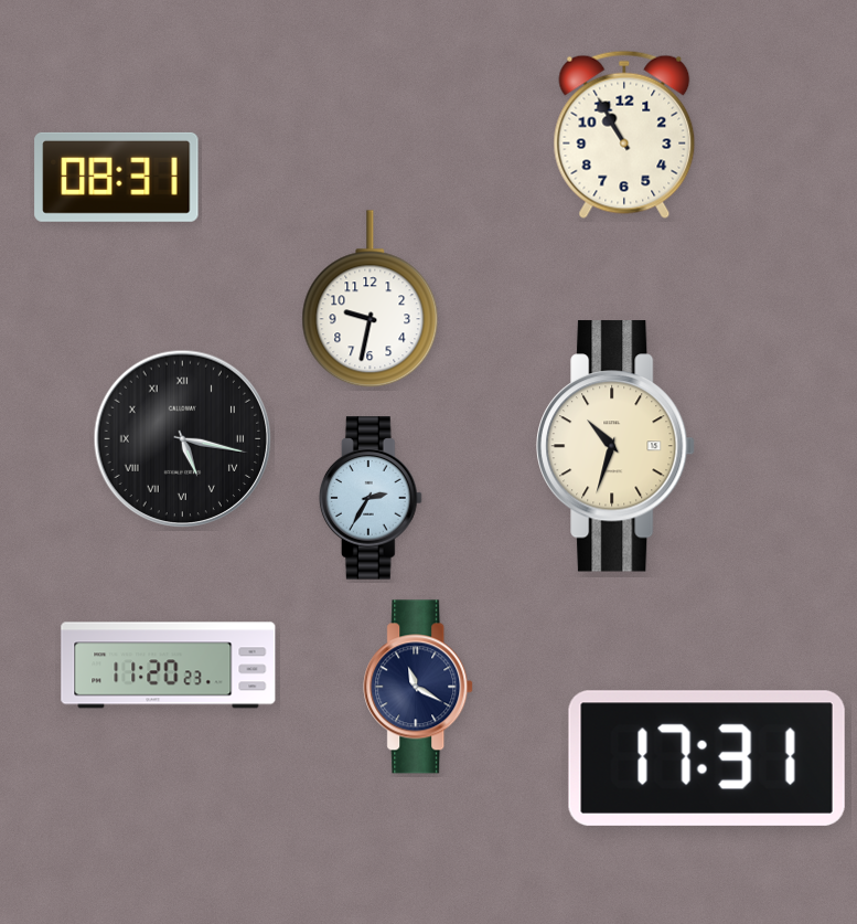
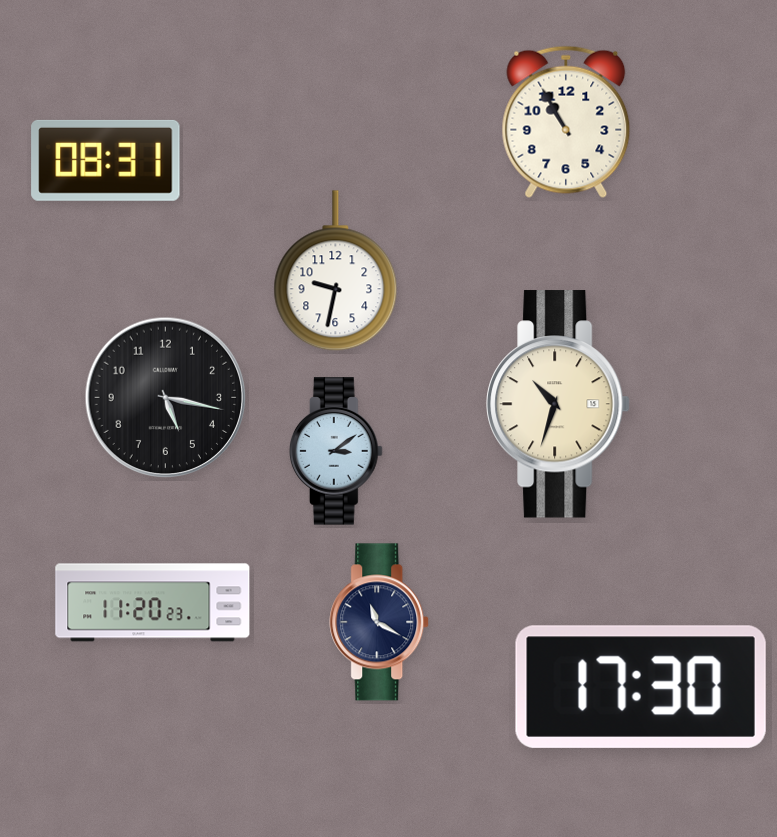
clock at (183, 439) numerals: Roman -> Arabic
clock at (372, 498): 2:35 -> 3:09
clock at (707, 758): 17:31 -> 17:30
